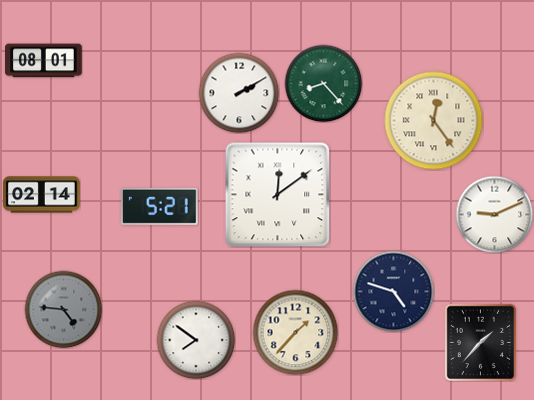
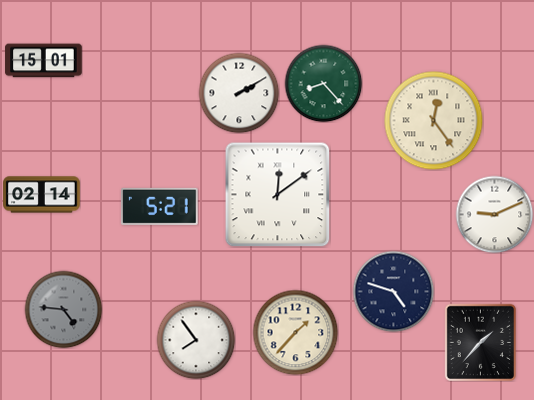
clock at (44, 61): 08:01 -> 15:01
clock at (196, 340): 7:51 -> 7:54
